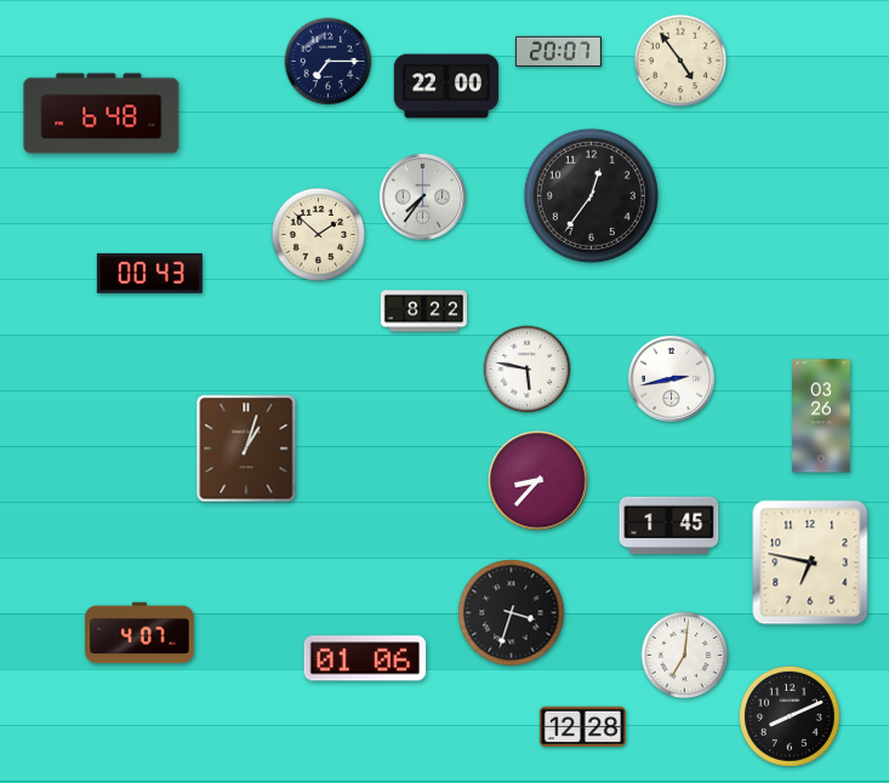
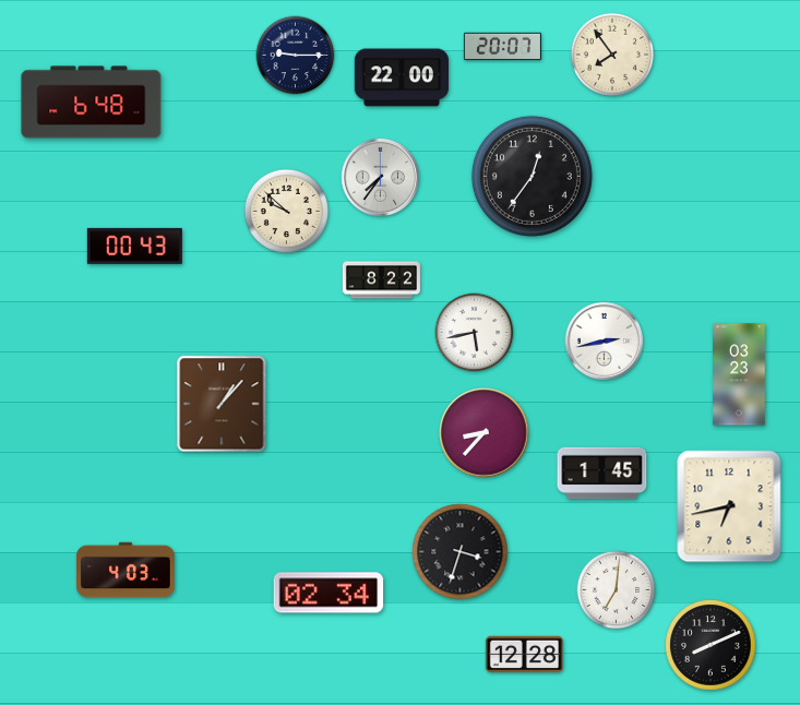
clock at (680, 61): 4:54 -> 7:54
clock at (329, 62): 7:15 -> 9:15
clock at (318, 234): 1:52 -> 9:52
clock at (528, 370): 5:47 -> 5:43
clock at (821, 416): 03:26 -> 03:23
clock at (246, 448): 1:03 -> 1:07
clock at (810, 562): 6:47 -> 6:43
clock at (139, 633): 4:07 -> 4:03
clock at (365, 658): 01:06 -> 02:34
